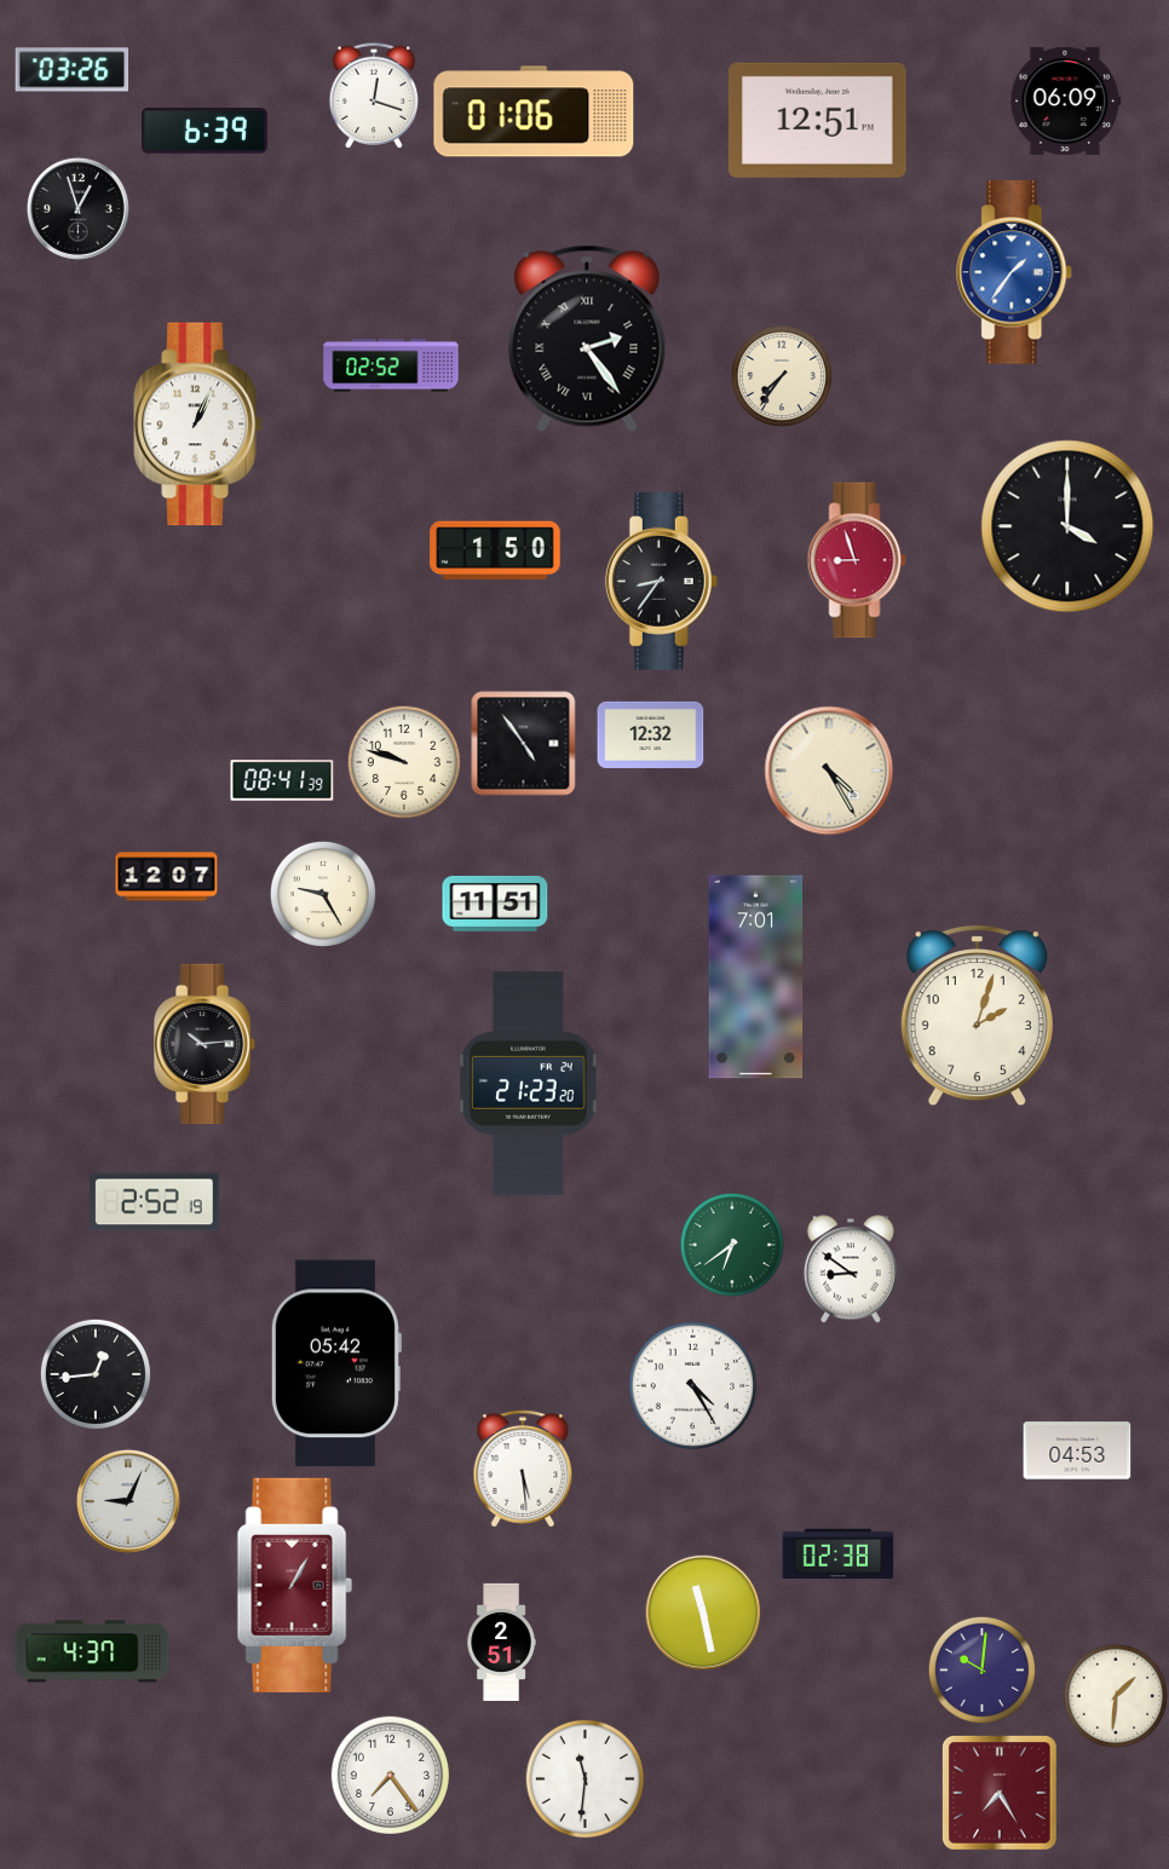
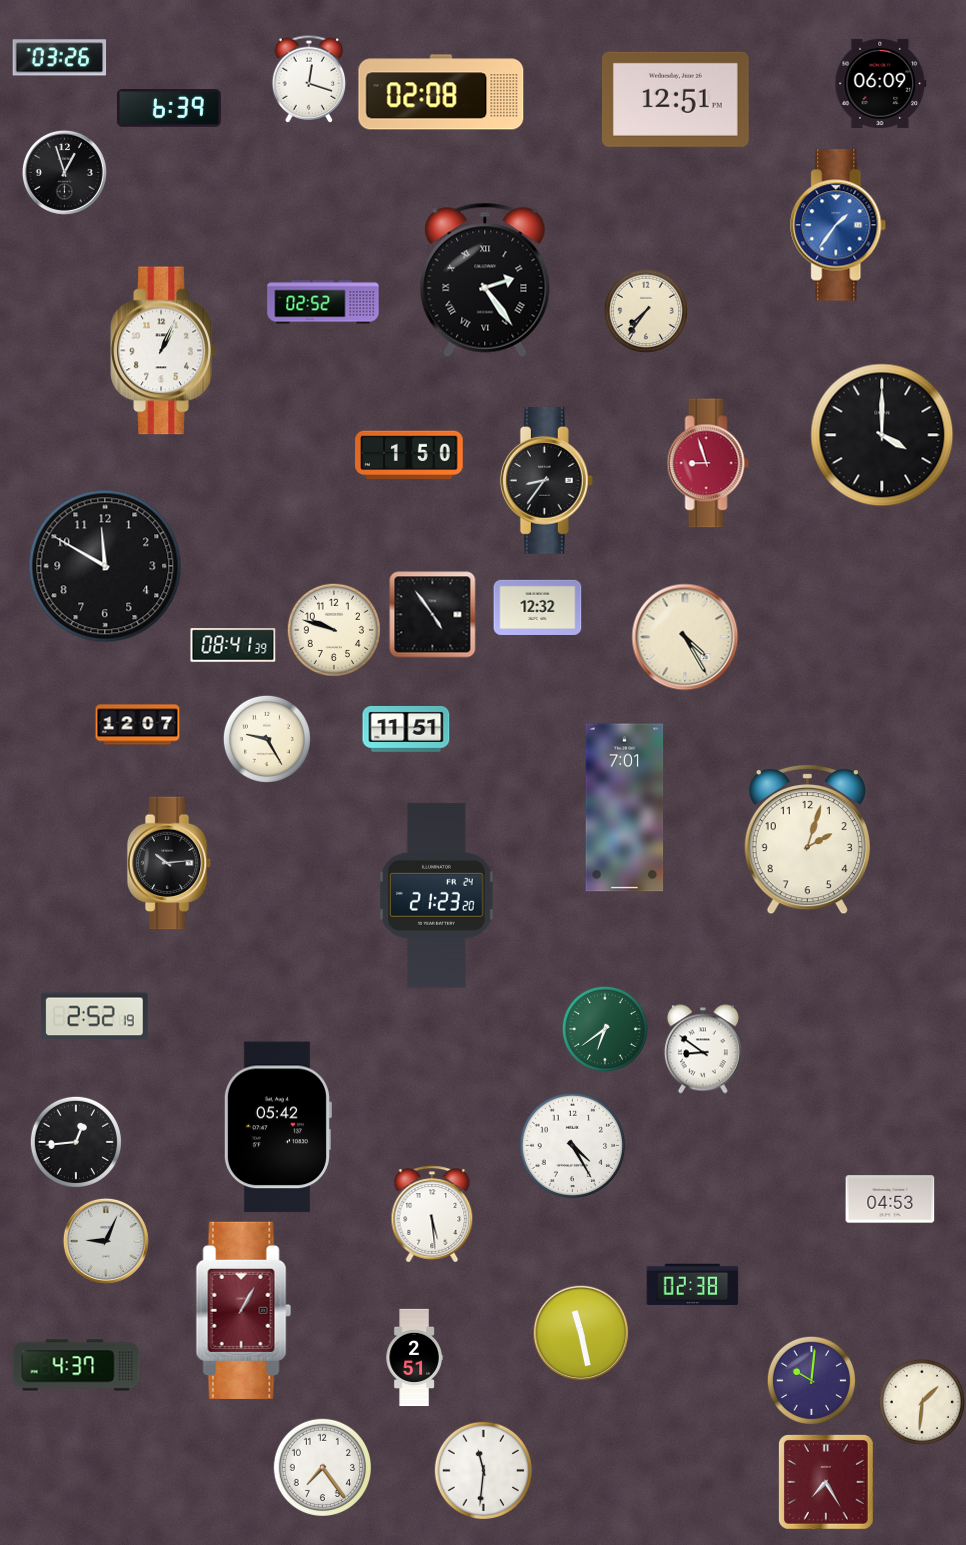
clock at (534, 111): 01:06 -> 02:08
clock at (105, 566): none -> 11:50
clock at (495, 904) position: (495, 904) -> (406, 729)
clock at (155, 1202) position: (155, 1202) -> (95, 1017)
clock at (96, 1374) position: (96, 1374) -> (76, 1142)
